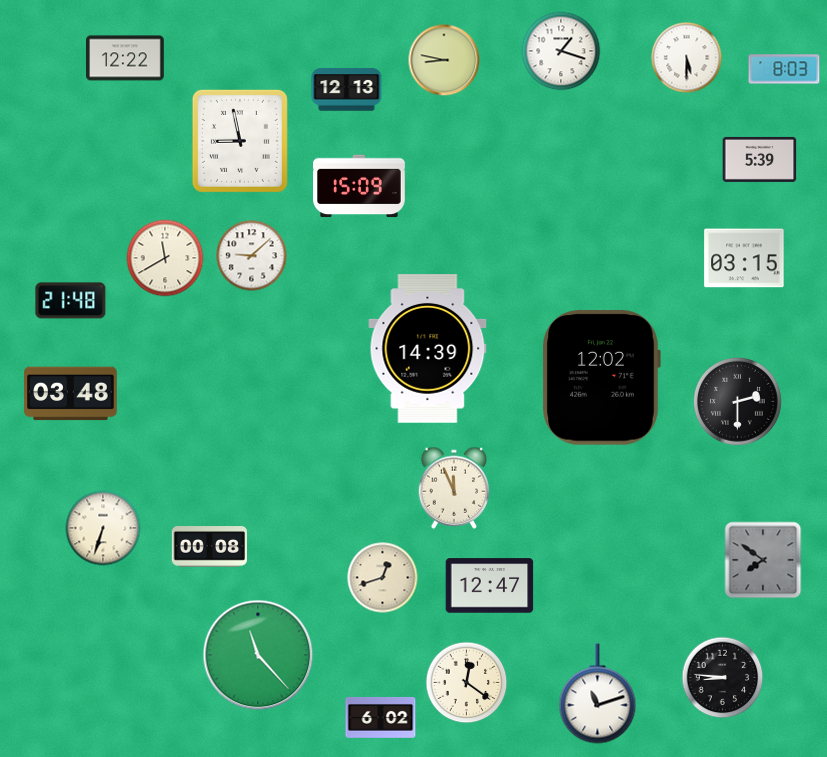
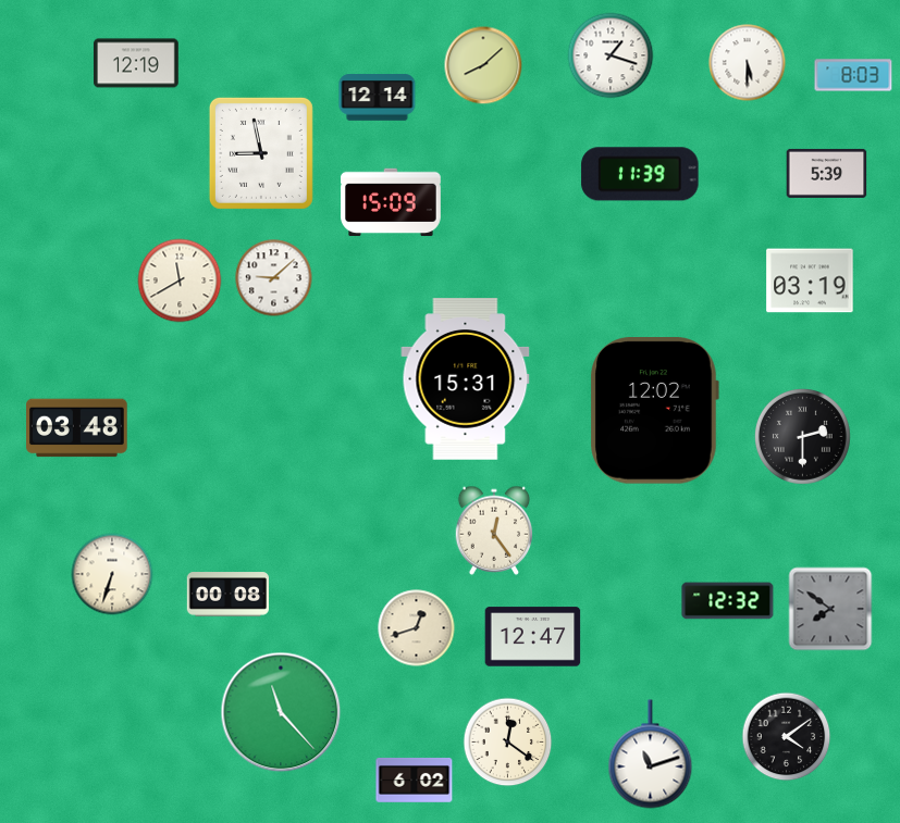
clock at (126, 58): 12:22 -> 12:19
clock at (444, 60): 8:47 -> 8:08
clock at (347, 90): 12:13 -> 12:14
clock at (640, 174): none -> 11:39
clock at (744, 258): 03:15 -> 03:19
clock at (71, 301): 21:48 -> none
clock at (428, 349): 14:39 -> 15:31
clock at (454, 488): 11:56 -> 12:24
clock at (728, 601): none -> 12:32
clock at (723, 678): 8:46 -> 4:09
